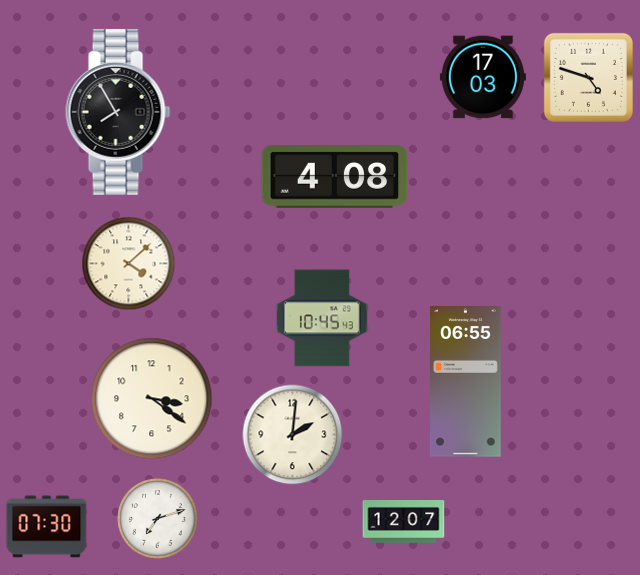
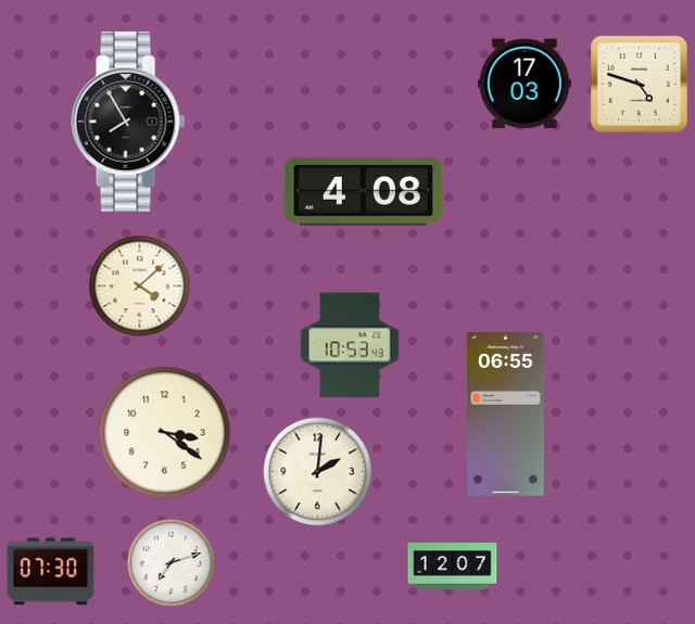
clock at (322, 318): 10:45 -> 10:53
clock at (404, 522) position: (404, 522) -> (453, 566)
